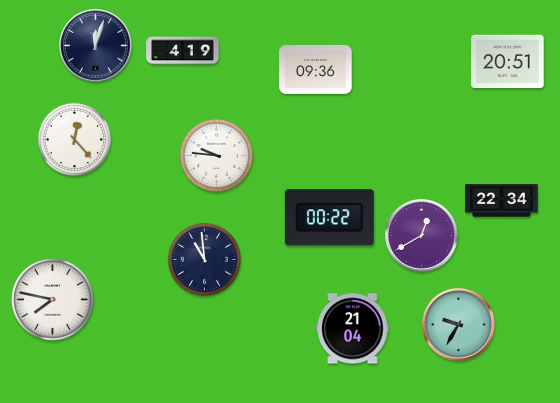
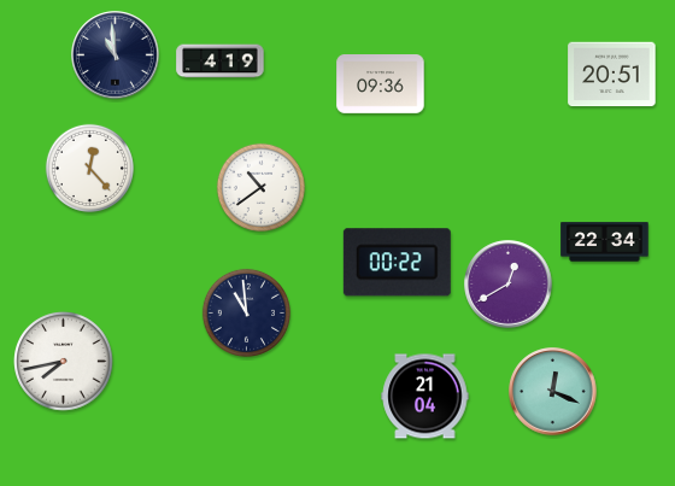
clock at (96, 46): 12:03 -> 10:59
clock at (216, 155): 9:46 -> 10:39
clock at (53, 300): 7:47 -> 7:43
clock at (459, 325): 9:35 -> 12:19
